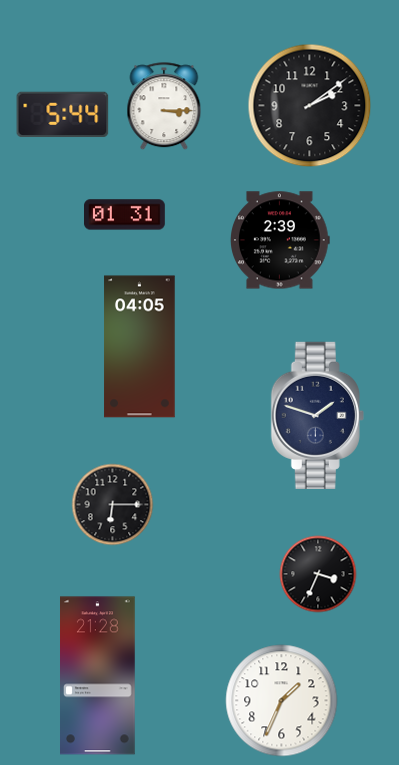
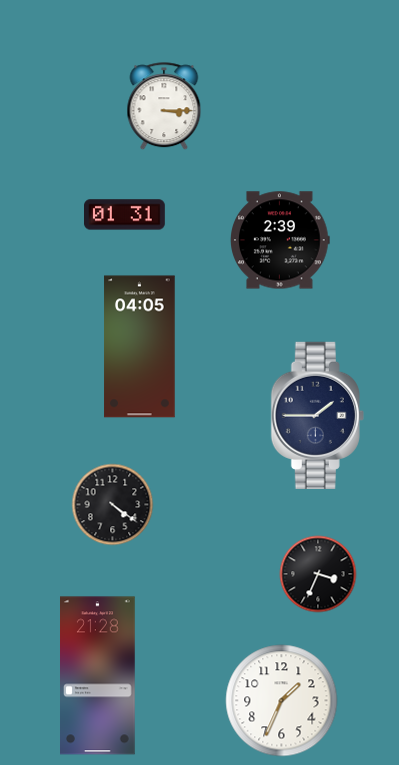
clock at (310, 106): 2:09 -> none
clock at (63, 115): 5:44 -> none
clock at (317, 415): 1:48 -> 1:45
clock at (113, 505): 6:15 -> 4:21
